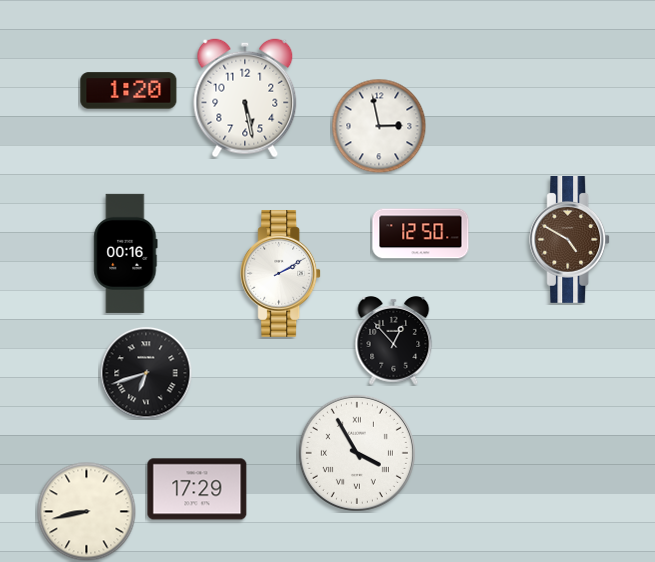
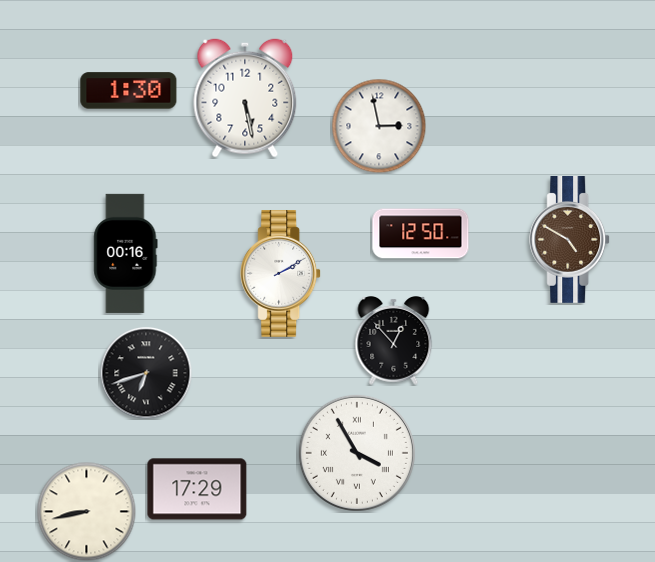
clock at (129, 91): 1:20 -> 1:30
